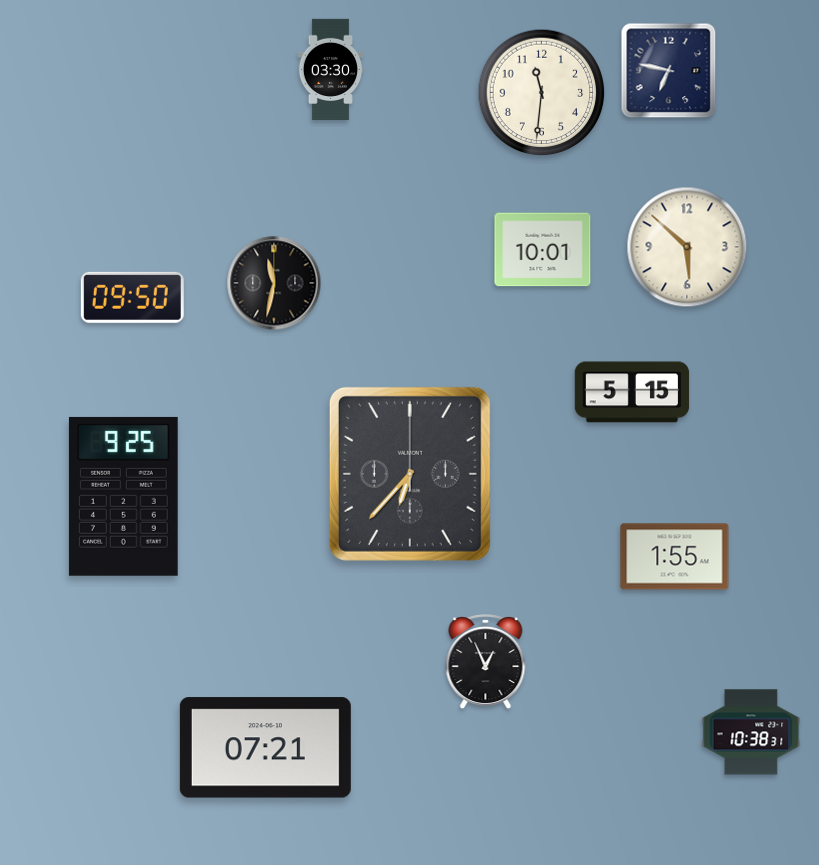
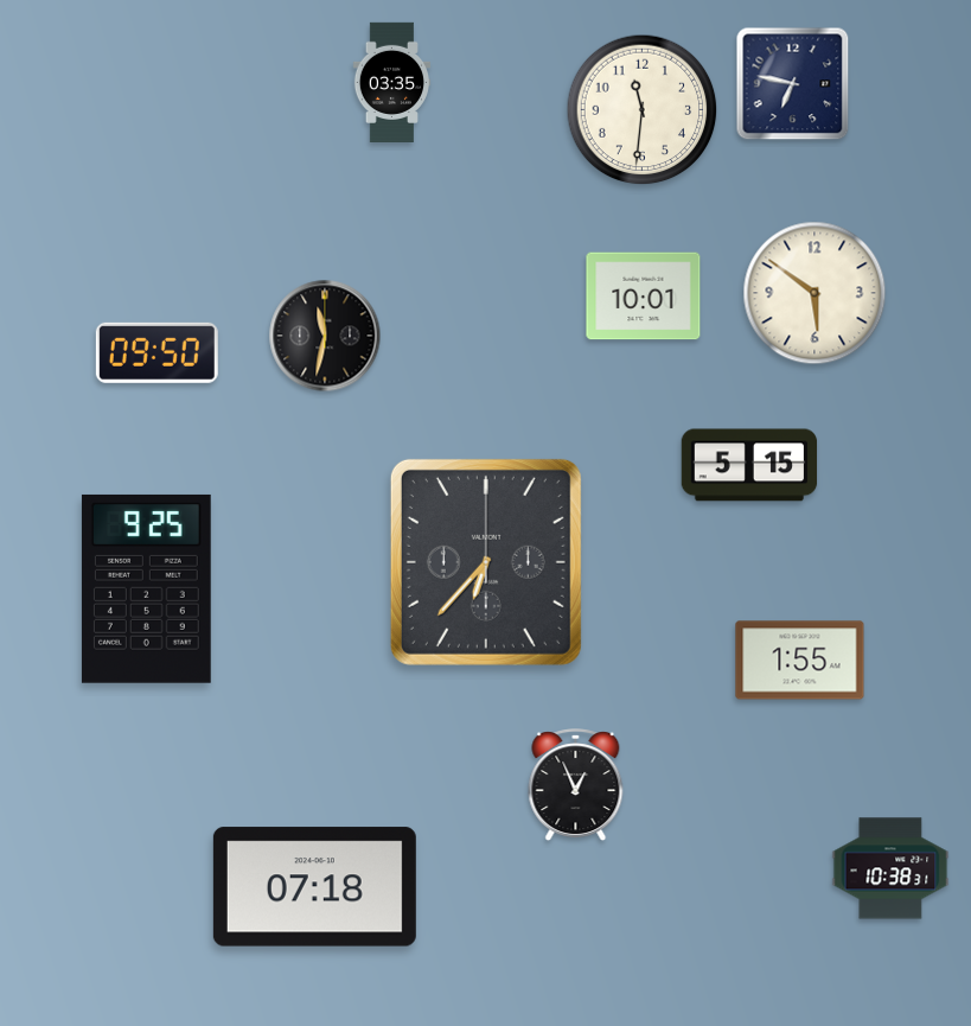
clock at (331, 69): 03:30 -> 03:35
clock at (687, 247): 5:52 -> 5:51
clock at (265, 748): 07:21 -> 07:18
